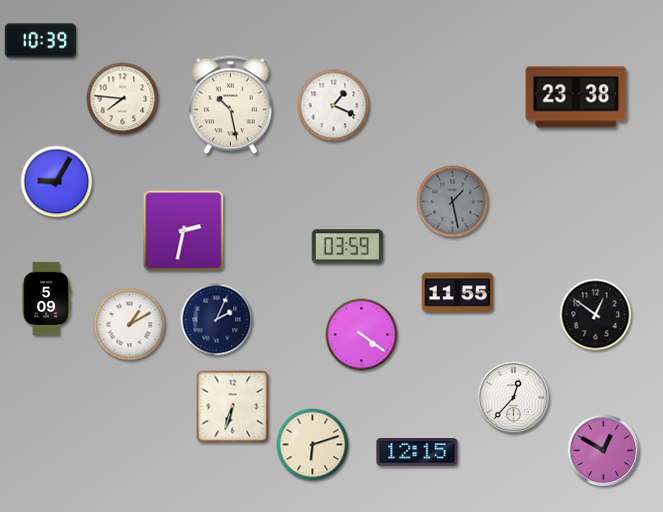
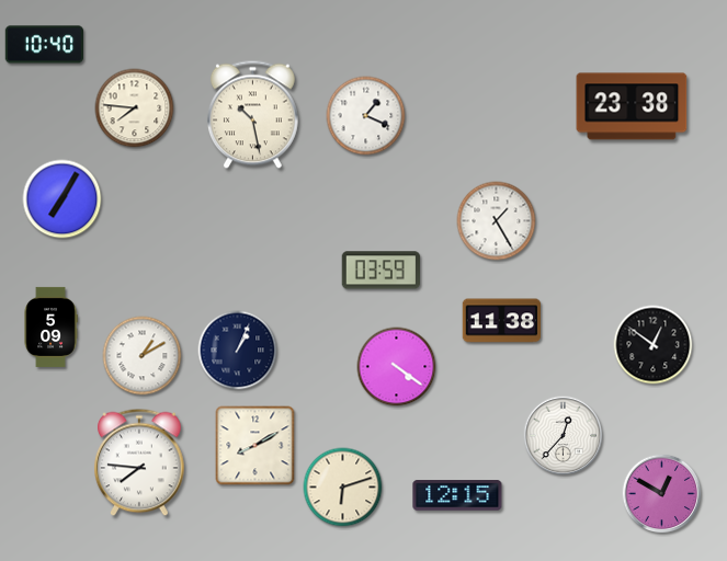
clock at (40, 41): 10:39 -> 10:40
clock at (57, 182): 9:05 -> 7:05
clock at (453, 202): 1:28 -> 1:25
clock at (453, 202) dial: grey -> white
clock at (184, 231): 2:32 -> none
clock at (458, 293): 11:55 -> 11:38
clock at (217, 320): 2:04 -> 1:04
clock at (233, 407): 6:33 -> 8:10
clock at (140, 462): none -> 7:46
